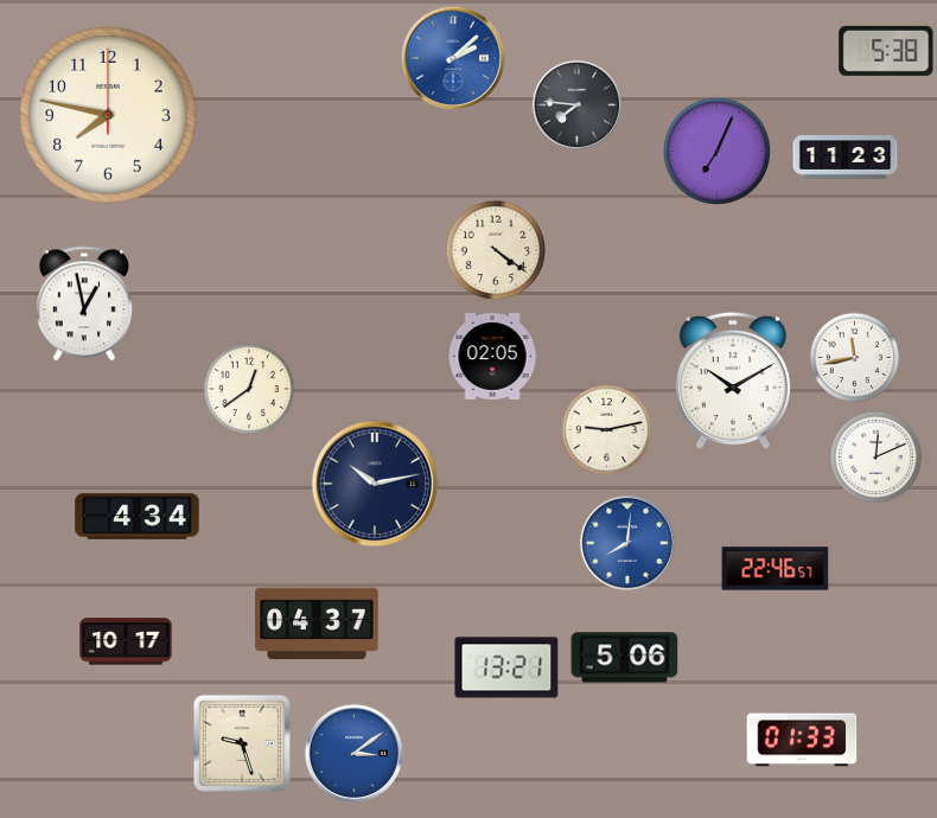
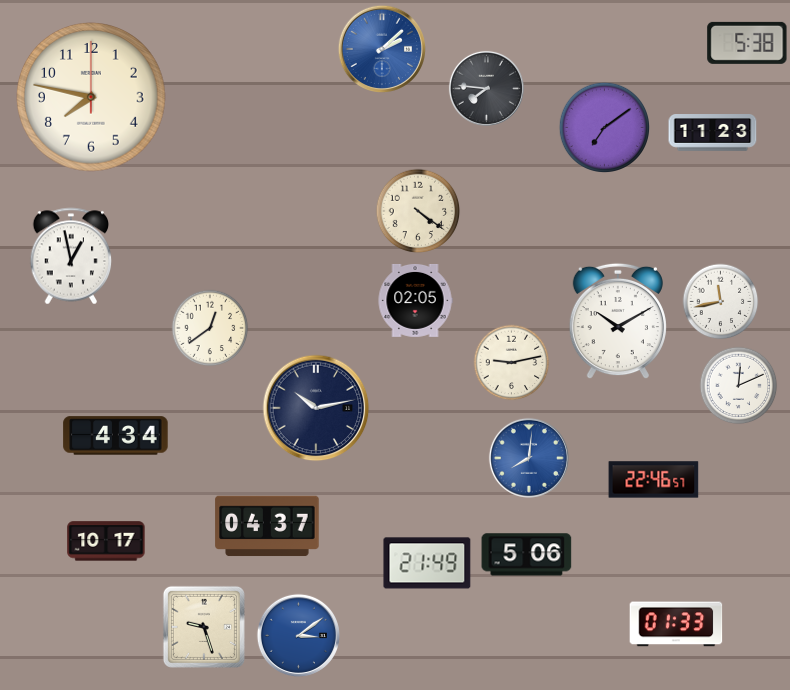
clock at (716, 151): 7:04 -> 7:09
clock at (506, 667): 13:21 -> 21:49
